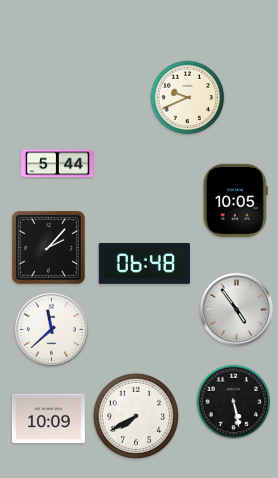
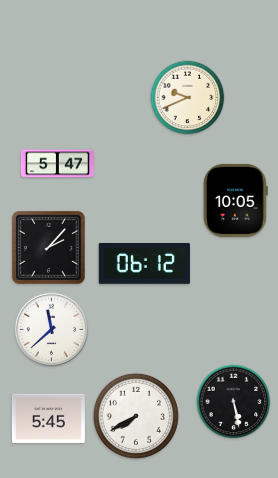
clock at (57, 164): 5:44 -> 5:47
clock at (144, 263): 06:48 -> 06:12
clock at (236, 309): 4:54 -> none
clock at (48, 419): 10:09 -> 5:45
